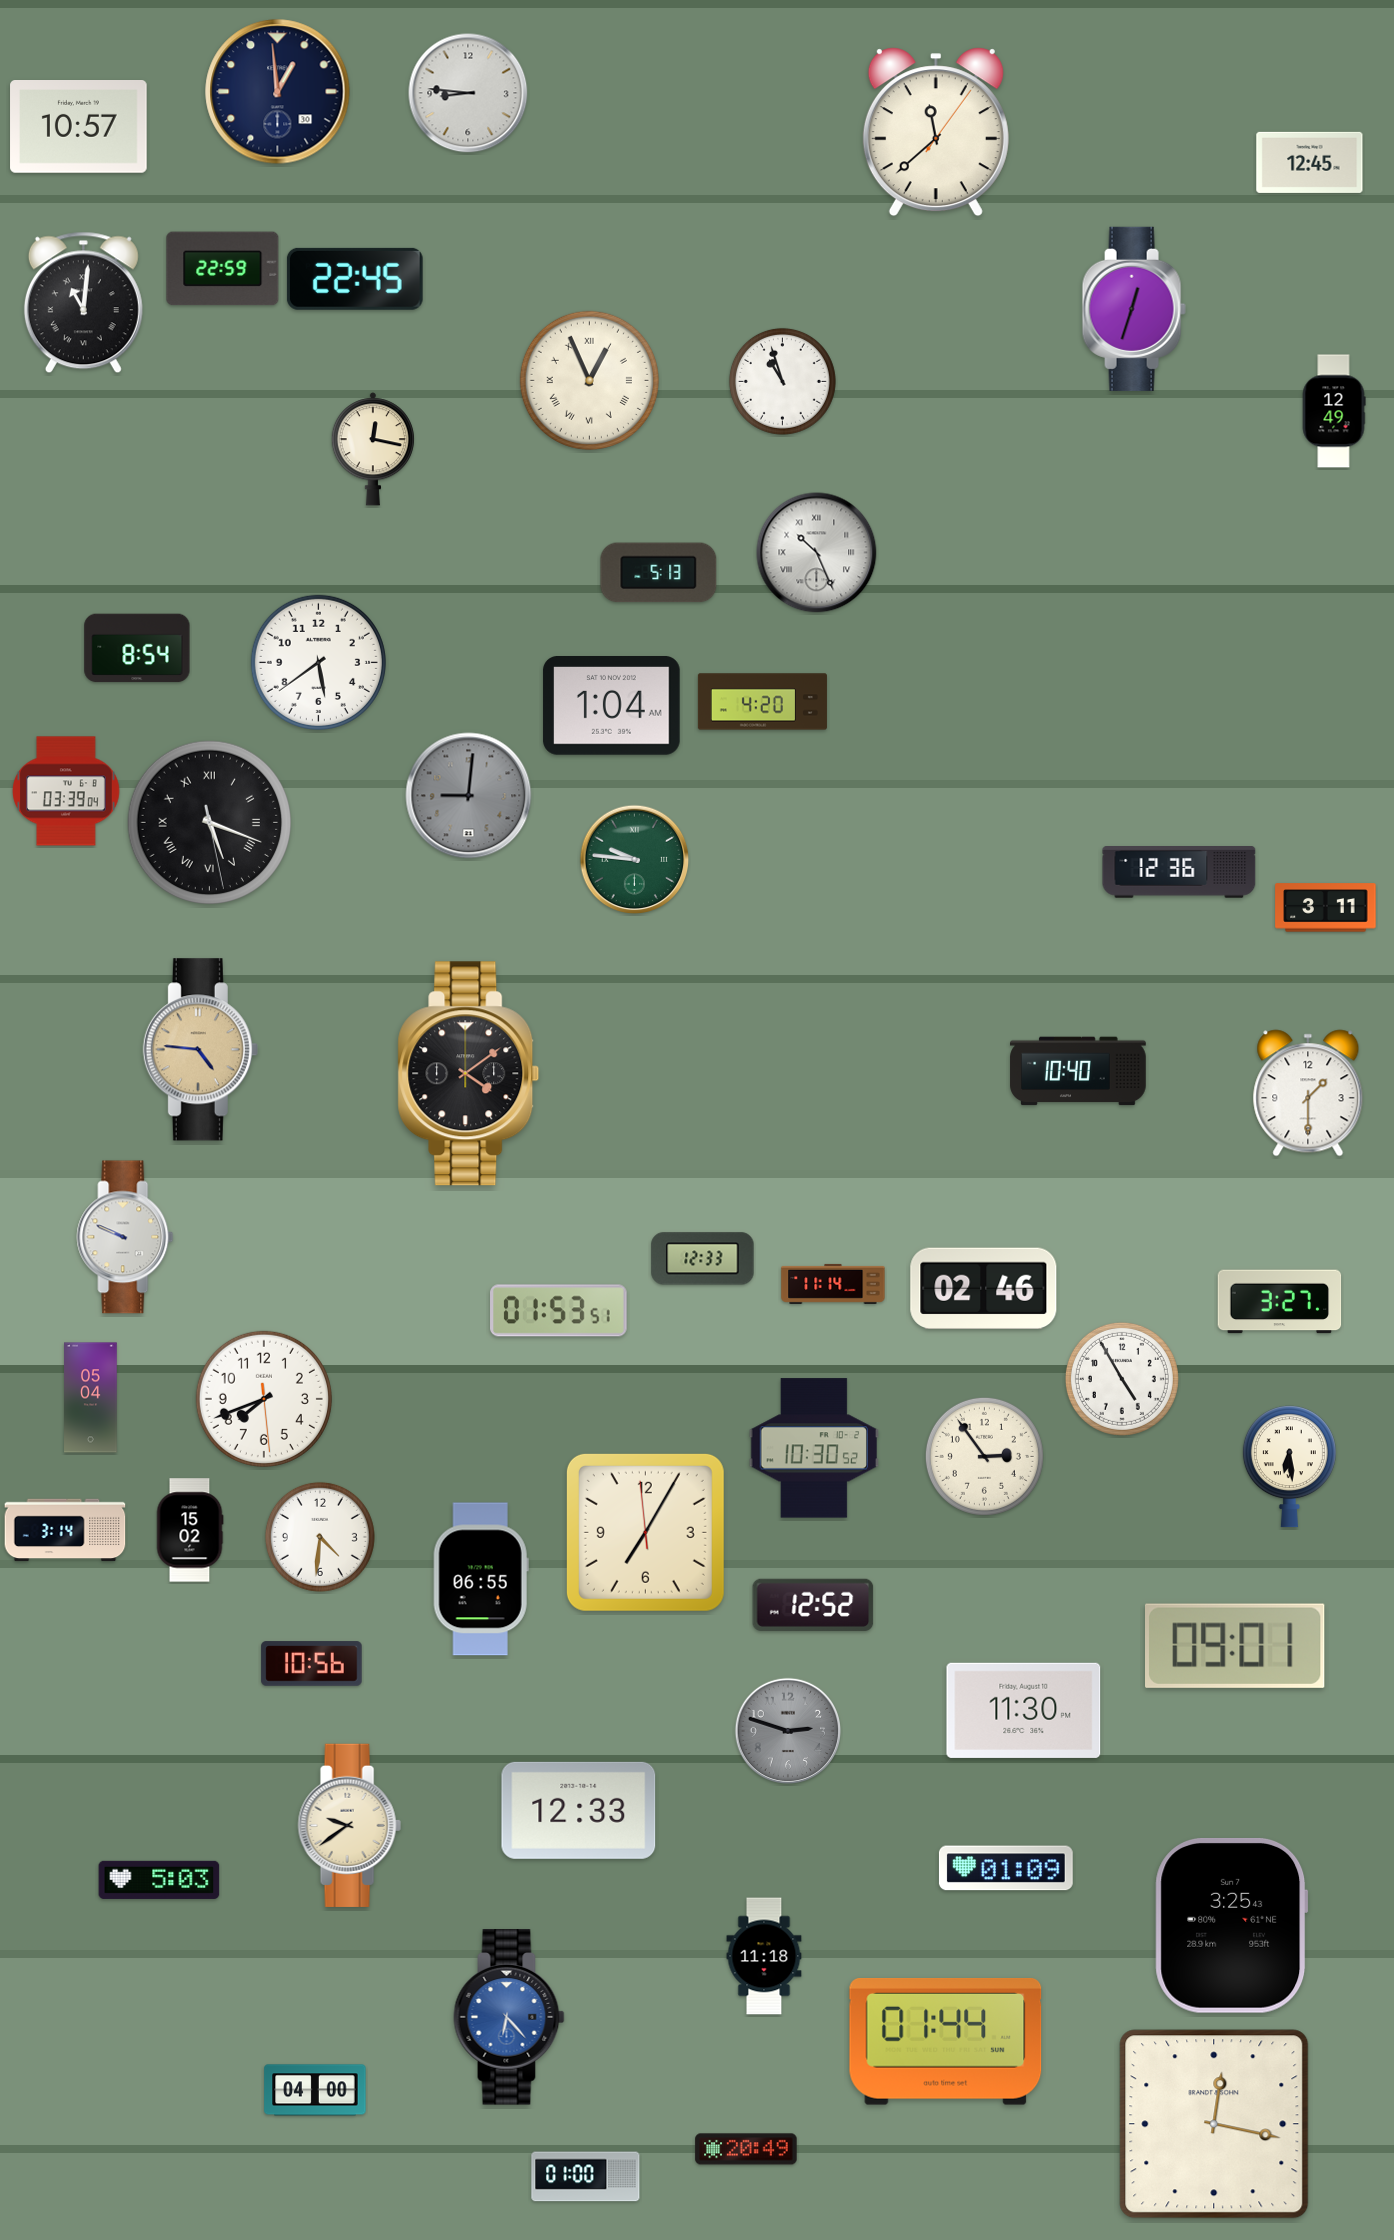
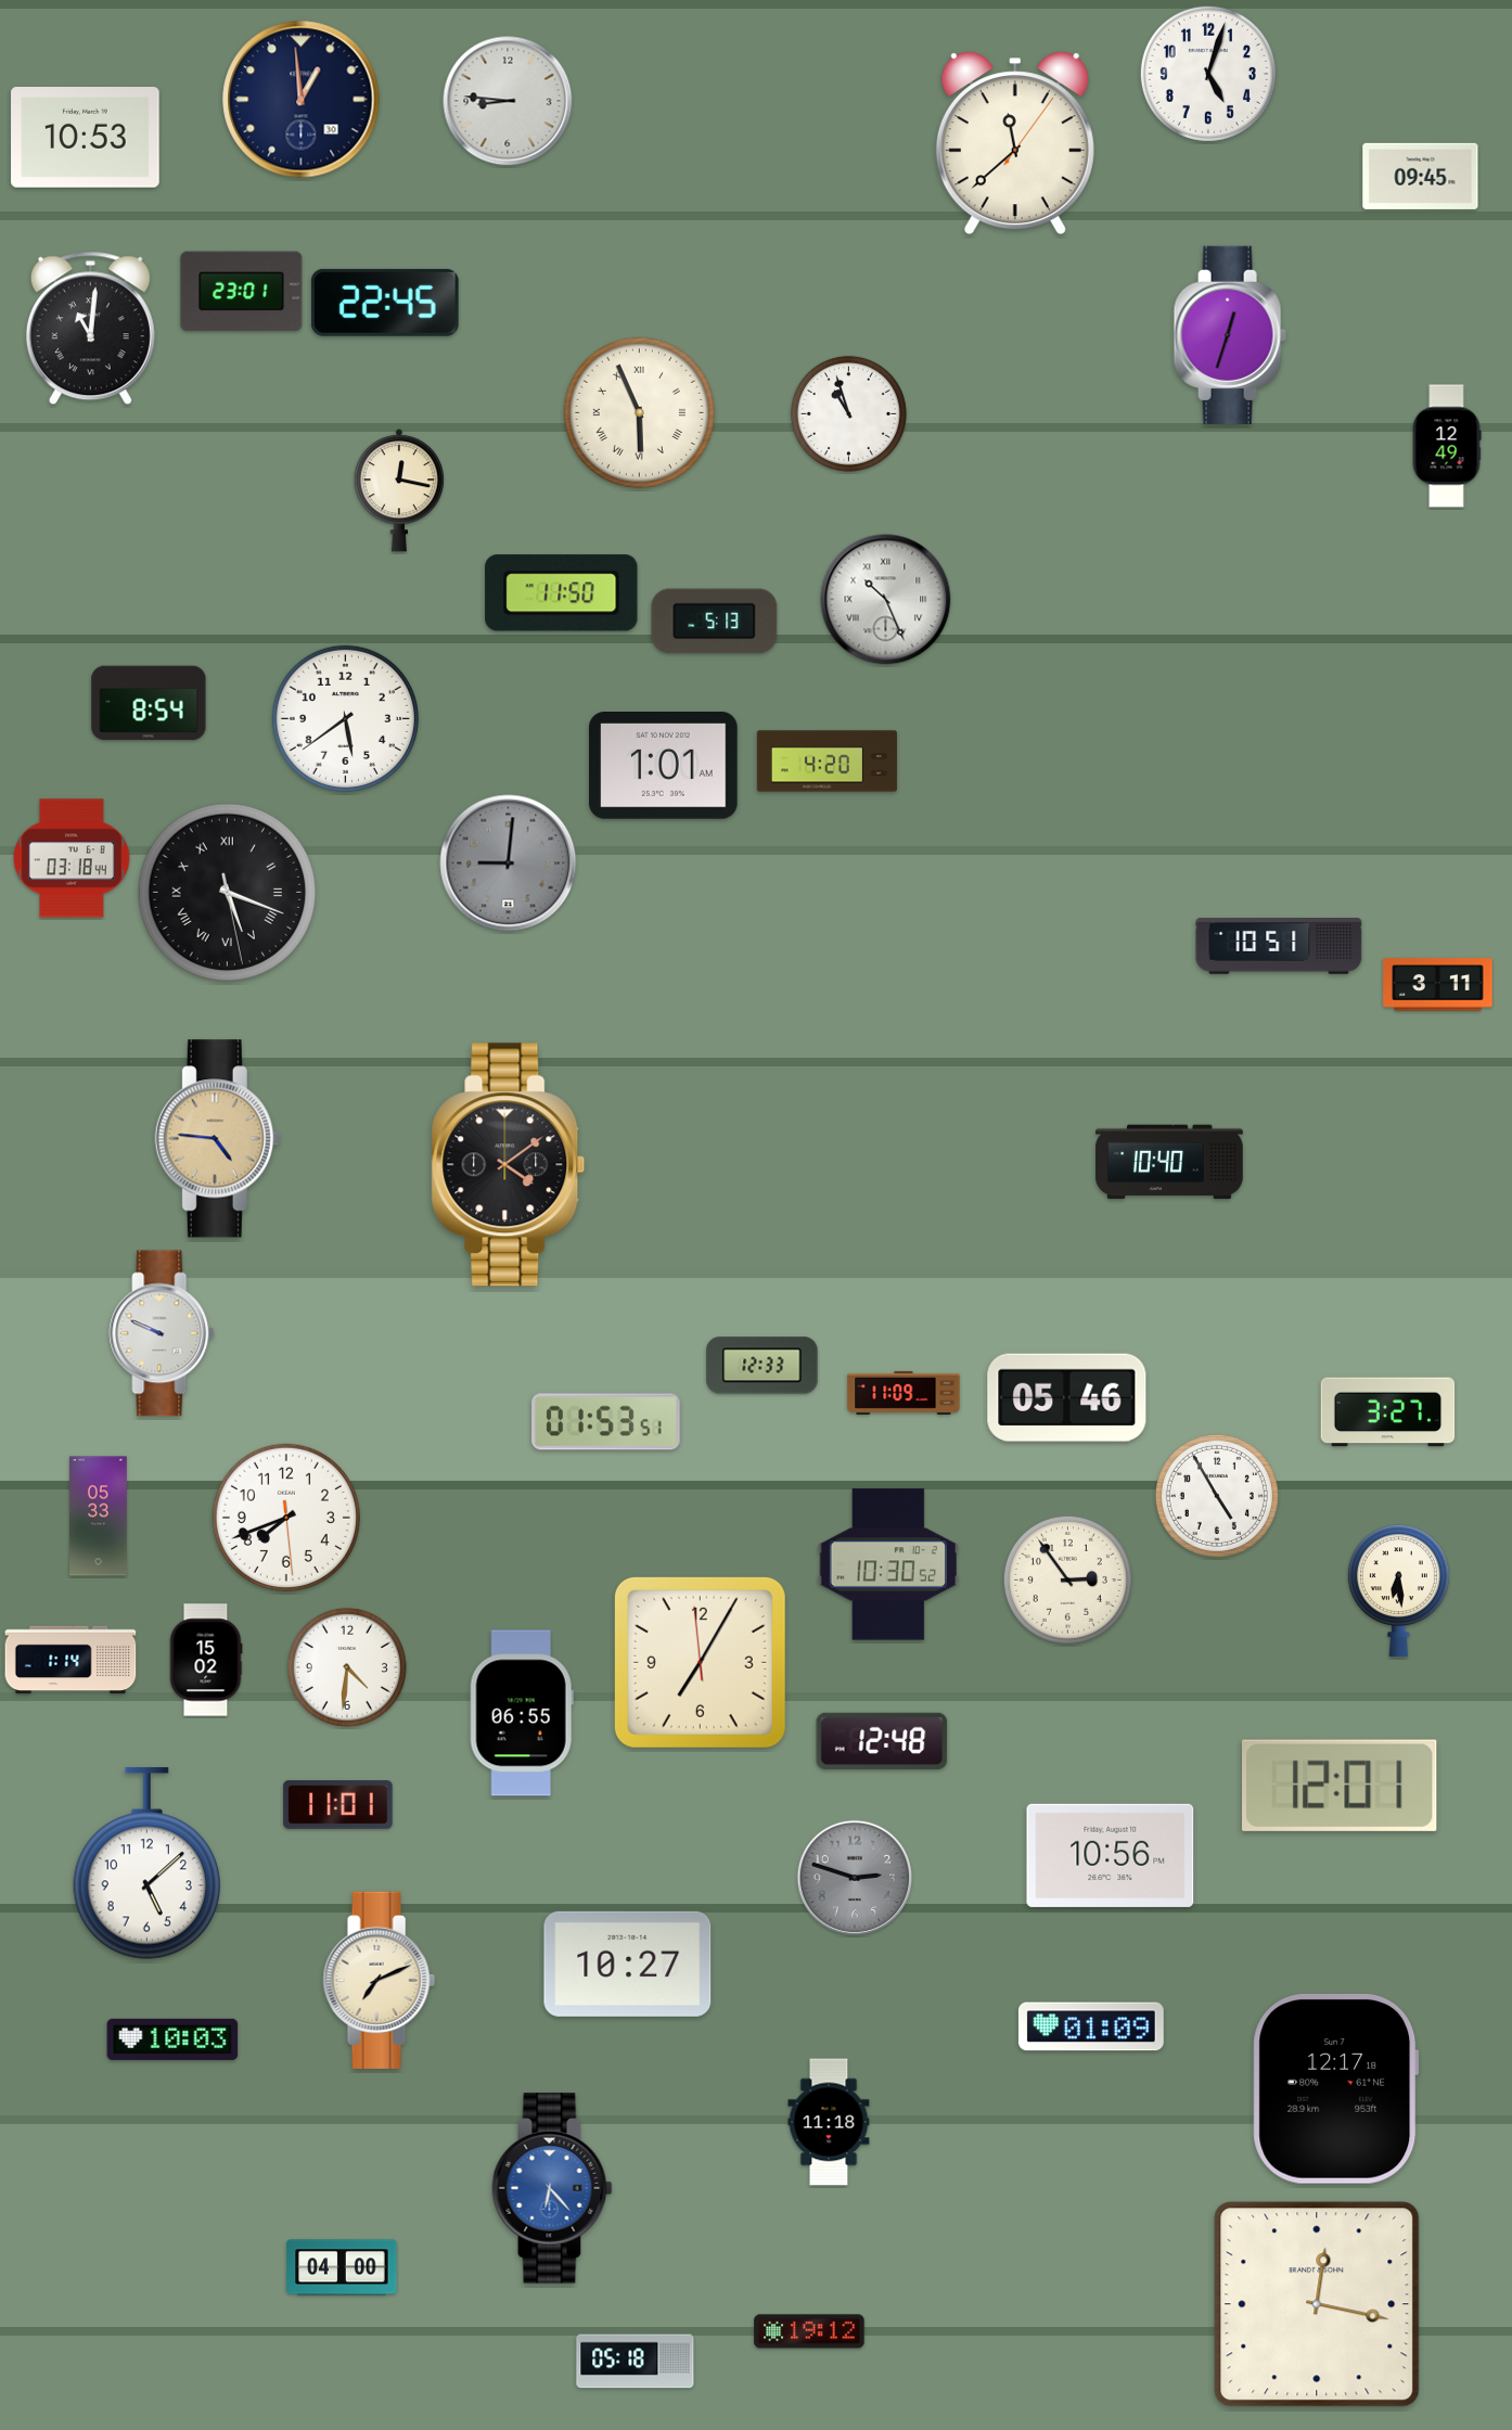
clock at (1208, 74): none -> 5:03
clock at (79, 127): 10:57 -> 10:53
clock at (1310, 162): 12:45 -> 09:45
clock at (223, 269): 22:59 -> 23:01
clock at (589, 380): 12:56 -> 5:56
clock at (372, 449) position: (372, 449) -> (398, 490)
clock at (562, 593): none -> 11:50
clock at (612, 706): 1:04 -> 1:01
clock at (66, 791): 03:39 -> 03:18
clock at (635, 860): 9:46 -> none
clock at (1179, 873): 12:36 -> 10:51
clock at (1308, 1093): 1:30 -> none
clock at (125, 1237) position: (125, 1237) -> (162, 1333)
clock at (833, 1284): 11:14 -> 11:09
clock at (984, 1288): 02:46 -> 05:46
clock at (91, 1398): 05:04 -> 05:33
clock at (813, 1448) position: (813, 1448) -> (887, 1564)
clock at (65, 1530): 3:14 -> 1:14
clock at (813, 1605): 12:52 -> 12:48
clock at (1236, 1646): 09:01 -> 12:01
clock at (312, 1664): 10:56 -> 11:01
clock at (1024, 1710): 11:30 -> 10:56
clock at (146, 1864): none -> 5:08
clock at (579, 1810): 12:33 -> 10:27
clock at (349, 1825): 9:39 -> 7:11
clock at (159, 1880): 5:03 -> 10:03
clock at (1232, 1925): 3:25 -> 12:17
clock at (946, 2042): 01:44 -> none
clock at (746, 2149): 20:49 -> 19:12
clock at (586, 2177): 01:00 -> 05:18
